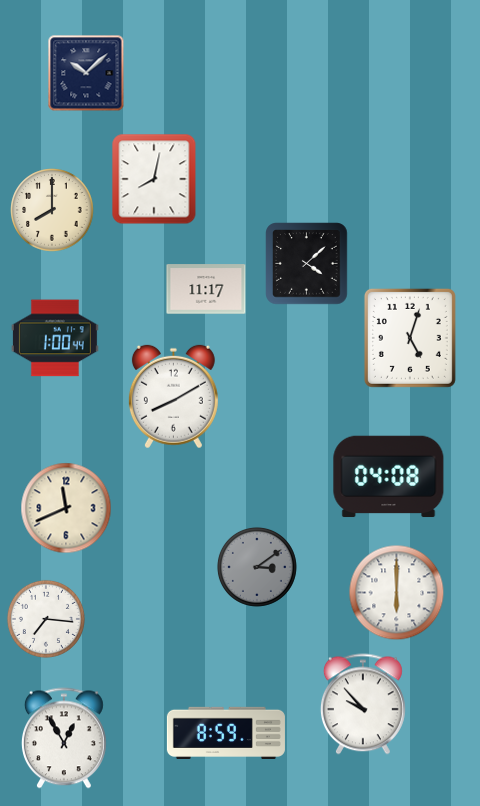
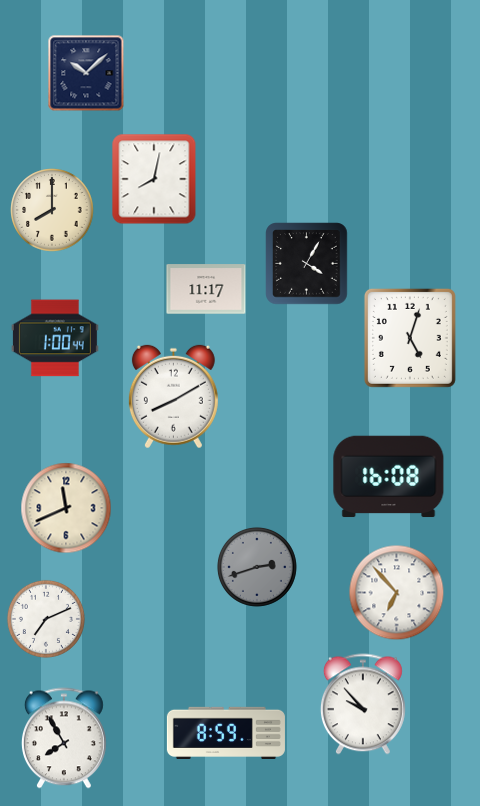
clock at (307, 264): 4:08 -> 4:05
clock at (389, 477): 04:08 -> 16:08
clock at (257, 567): 3:09 -> 2:42
clock at (397, 593): 6:00 -> 6:53
clock at (46, 619): 7:16 -> 7:11
clock at (64, 738): 12:55 -> 7:55
